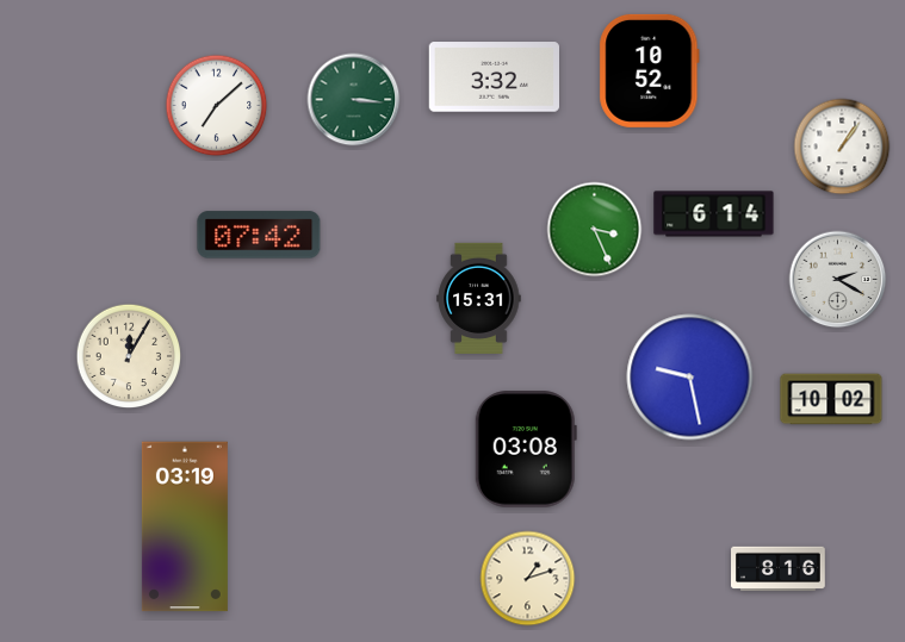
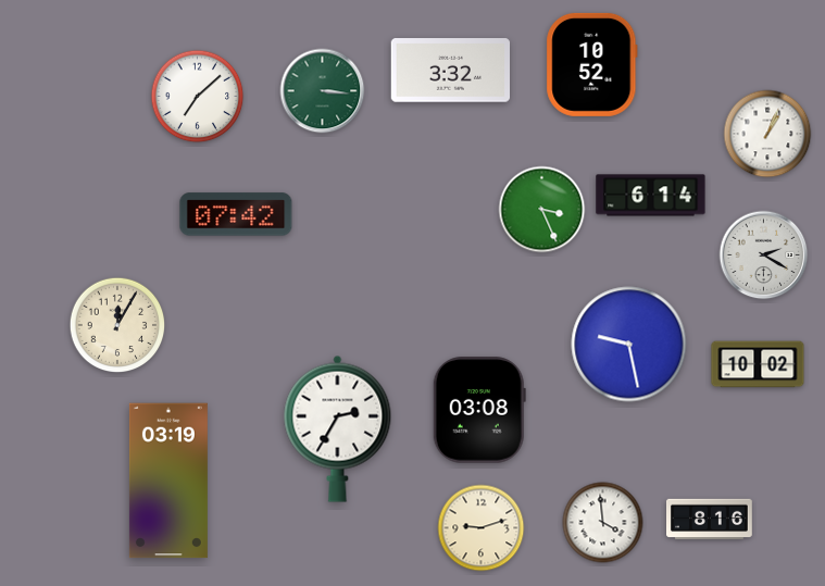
clock at (842, 147): 1:06 -> 1:04
clock at (479, 298): 15:31 -> none
clock at (338, 428): none -> 2:35
clock at (603, 523): none -> 3:59
clock at (528, 579): 1:12 -> 9:12
